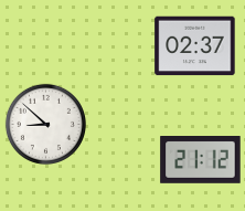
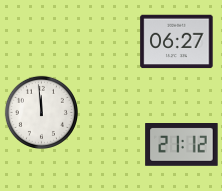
clock at (195, 46): 02:37 -> 06:27
clock at (45, 124): 8:52 -> 11:59
